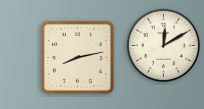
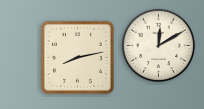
clock at (163, 45) position: (163, 45) -> (158, 45)
